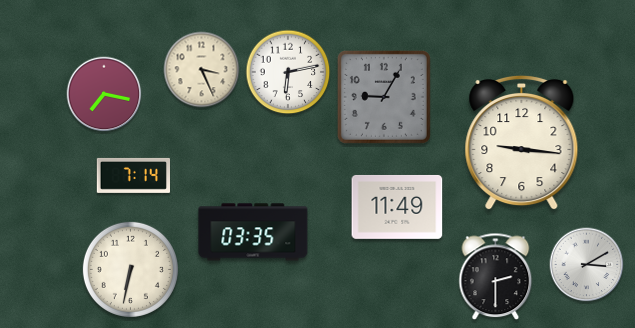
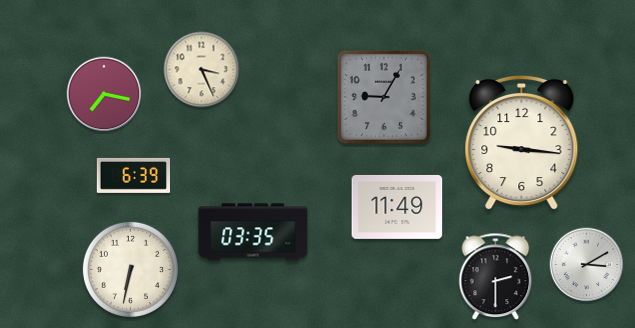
clock at (288, 72): 6:13 -> none
clock at (133, 175): 7:14 -> 6:39
